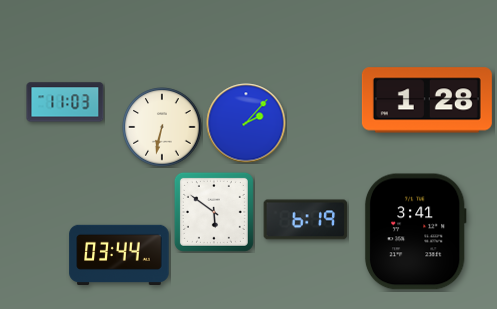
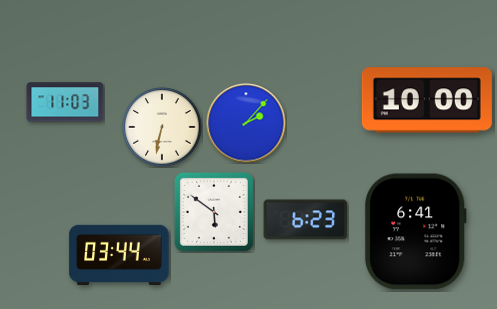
clock at (427, 100): 1:28 -> 10:00
clock at (306, 220): 6:19 -> 6:23
clock at (415, 232): 3:41 -> 6:41
